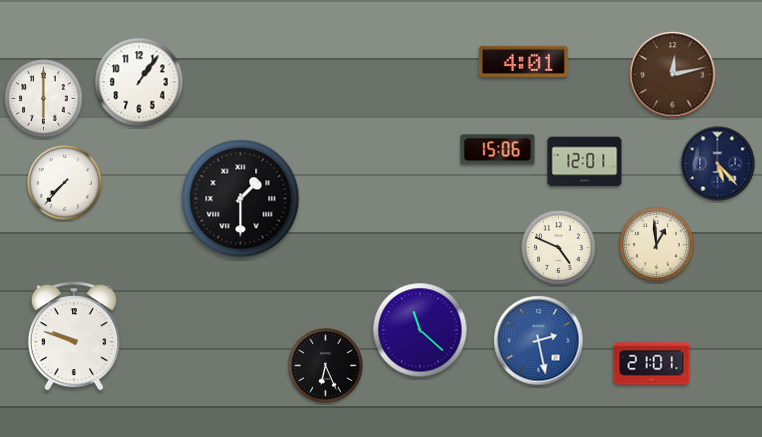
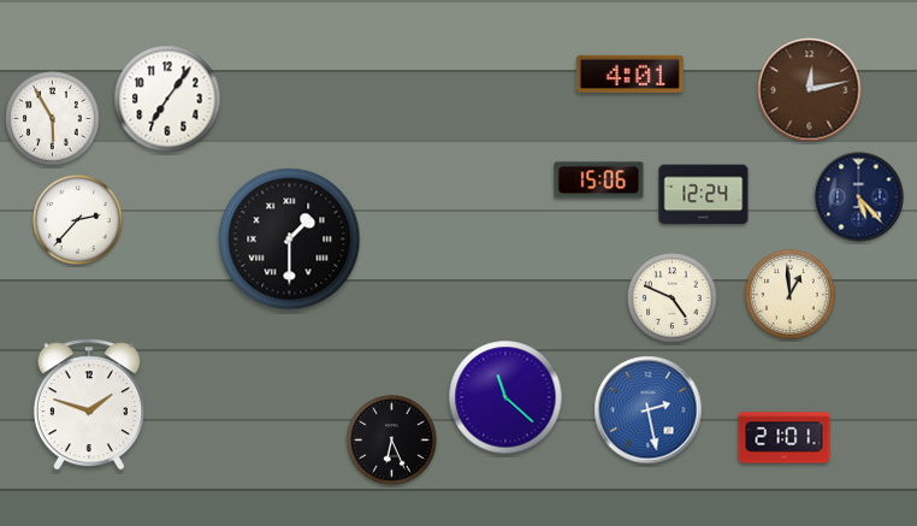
clock at (139, 82): 1:06 -> 7:06
clock at (44, 99): 6:00 -> 5:55
clock at (585, 162): 12:01 -> 12:24
clock at (718, 164) position: (718, 164) -> (859, 197)
clock at (65, 183): 7:37 -> 2:37
clock at (74, 336): 9:48 -> 1:48
